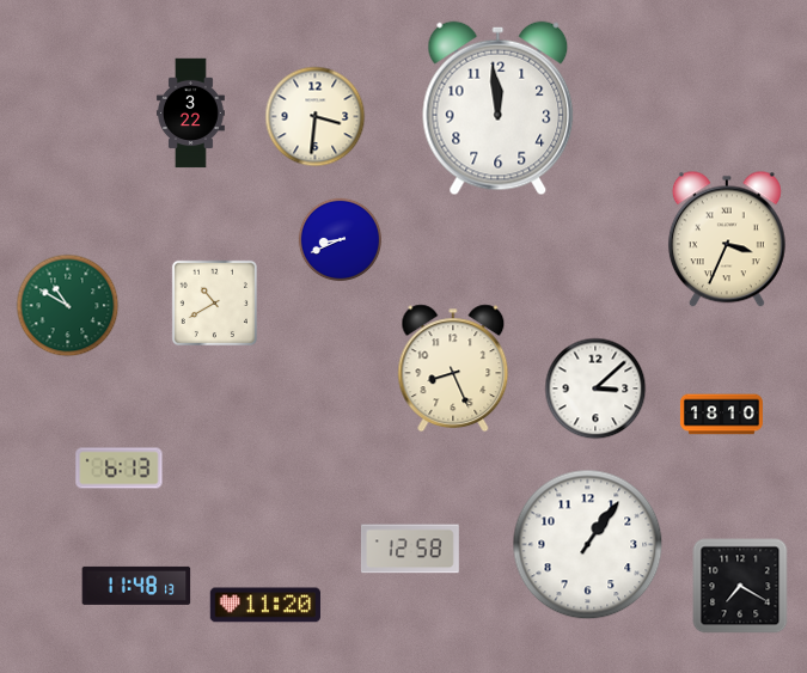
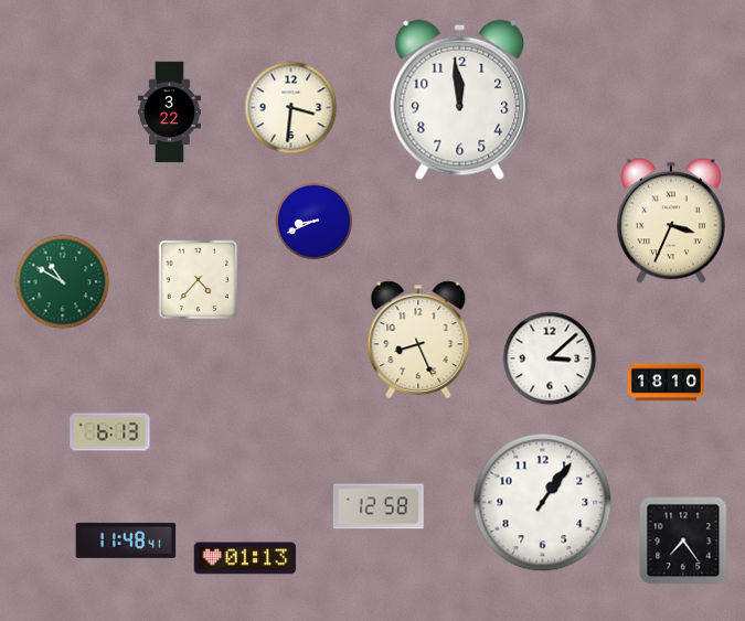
clock at (190, 114) position: (190, 114) -> (169, 113)
clock at (214, 302): 10:40 -> 4:37
clock at (136, 586): 11:48:13 -> 11:48:41
clock at (740, 586): 7:20 -> 7:24
clock at (265, 605): 11:20 -> 01:13
